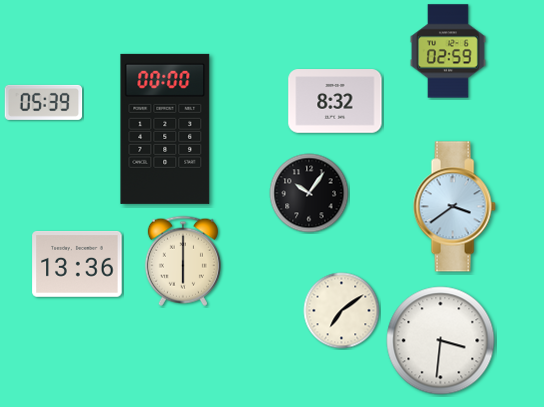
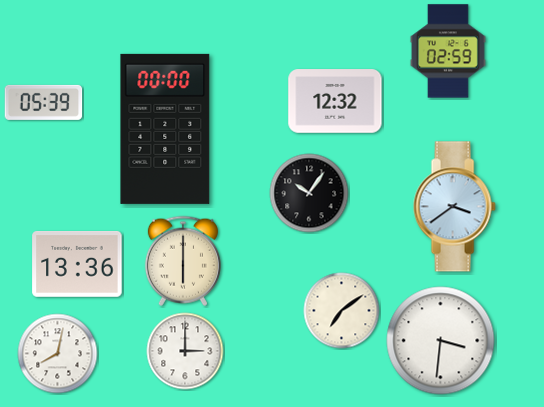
clock at (335, 101): 8:32 -> 12:32
clock at (185, 351): none -> 3:00
clock at (58, 354): none -> 8:02
